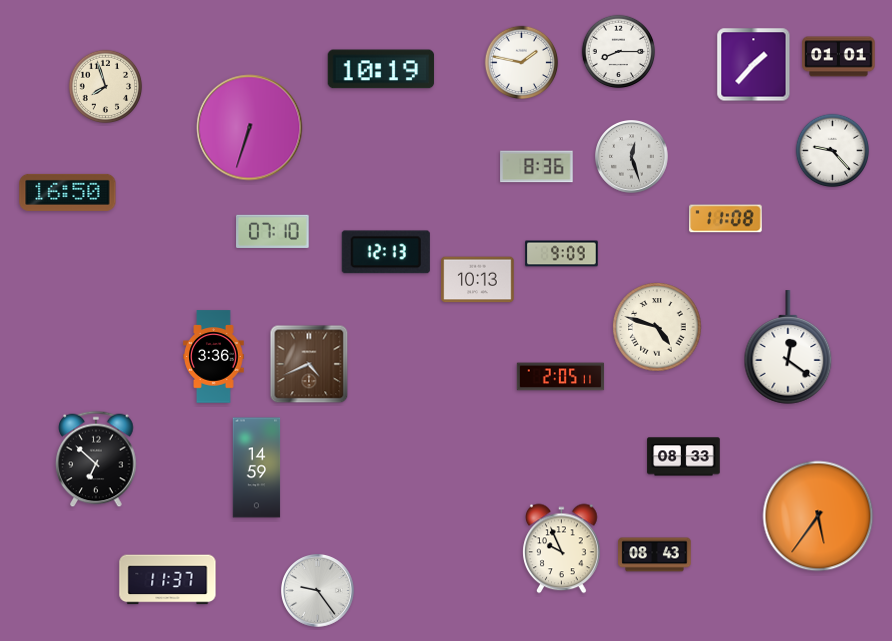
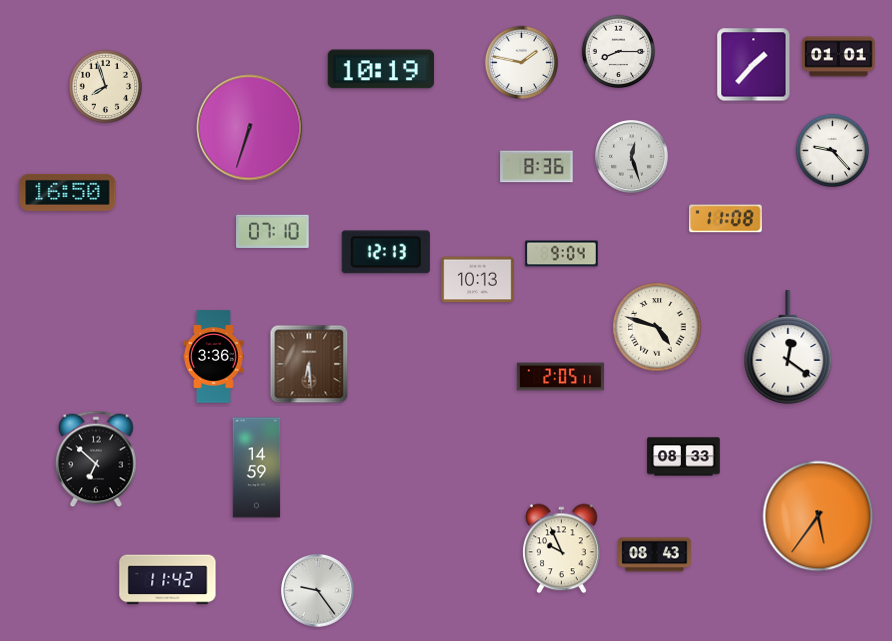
clock at (562, 254): 9:09 -> 9:04
clock at (309, 364): 4:41 -> 6:29
clock at (168, 580): 11:37 -> 11:42
